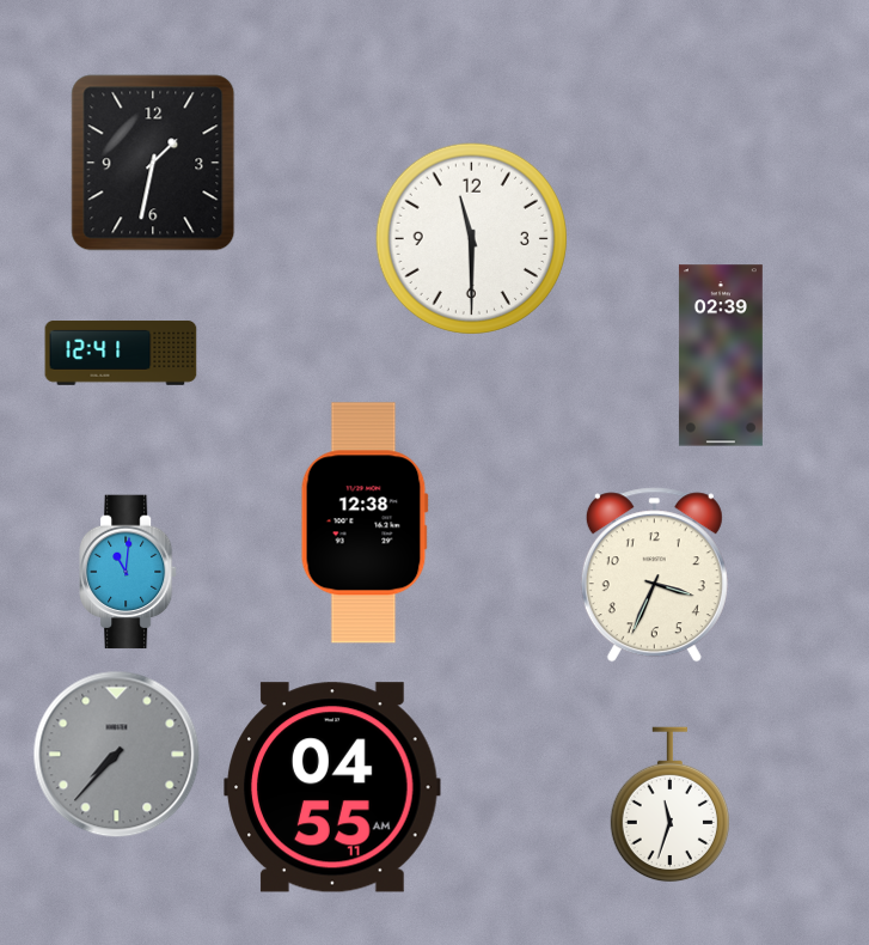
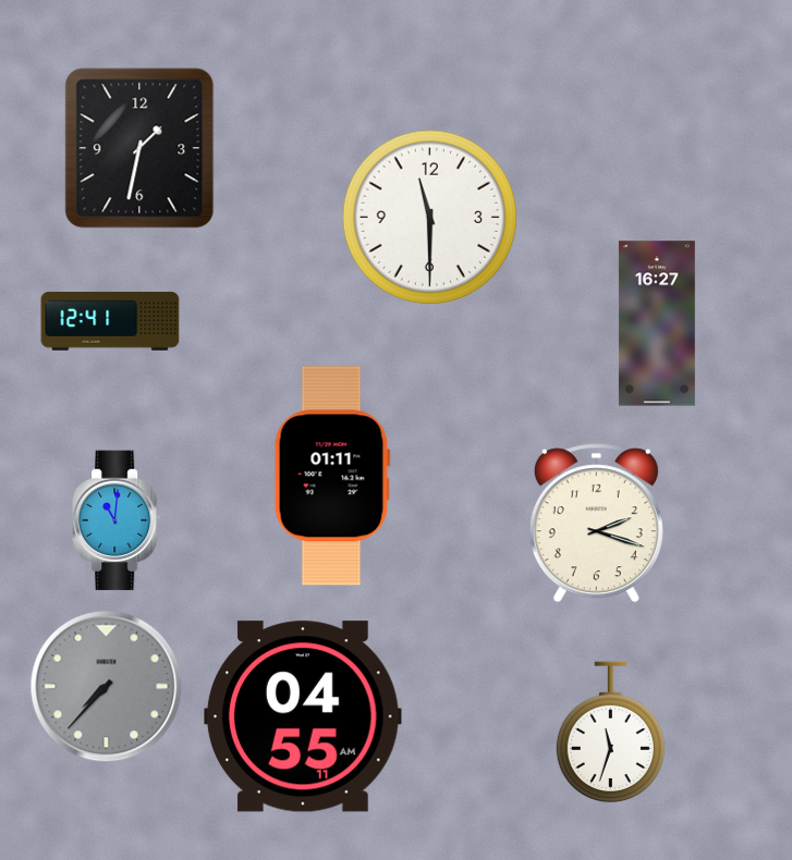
clock at (721, 355): 02:39 -> 16:27
clock at (365, 523): 12:38 -> 01:11
clock at (654, 575): 3:34 -> 2:18
